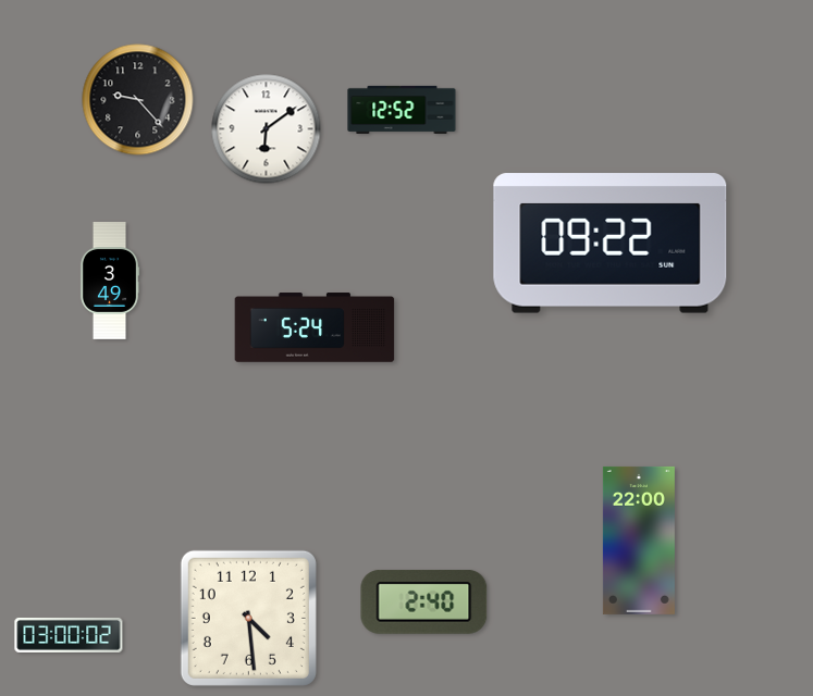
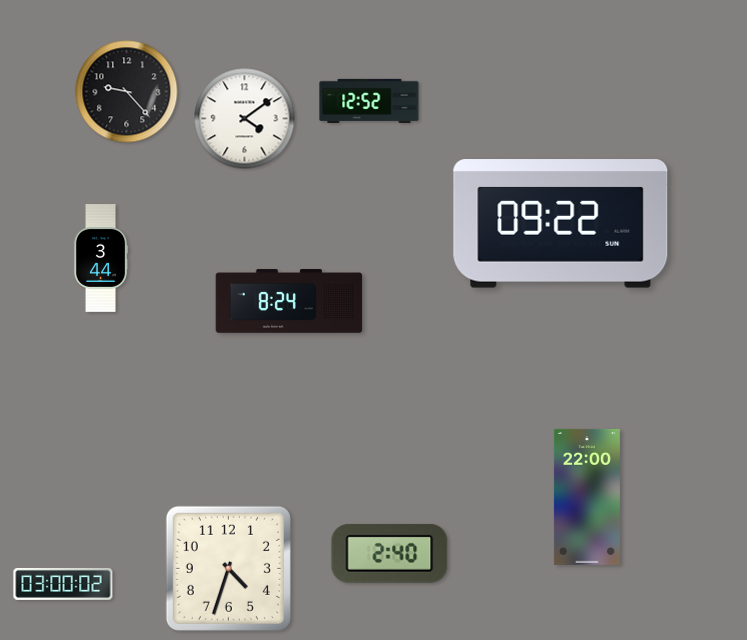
clock at (267, 129): 6:09 -> 4:09
clock at (110, 282): 3:49 -> 3:44
clock at (315, 327): 5:24 -> 8:24
clock at (248, 618): 4:29 -> 4:33
